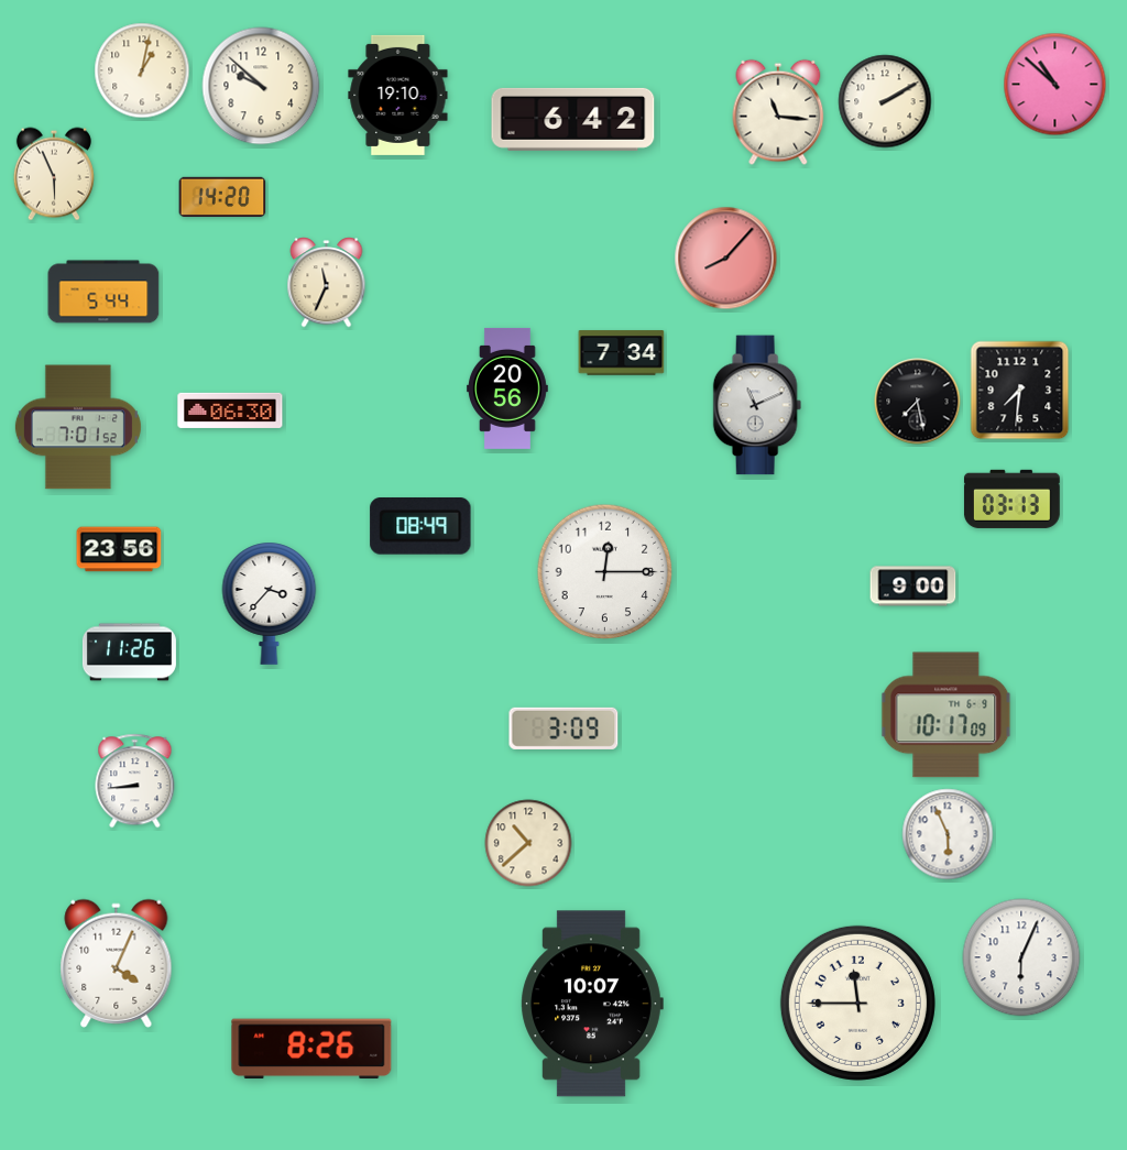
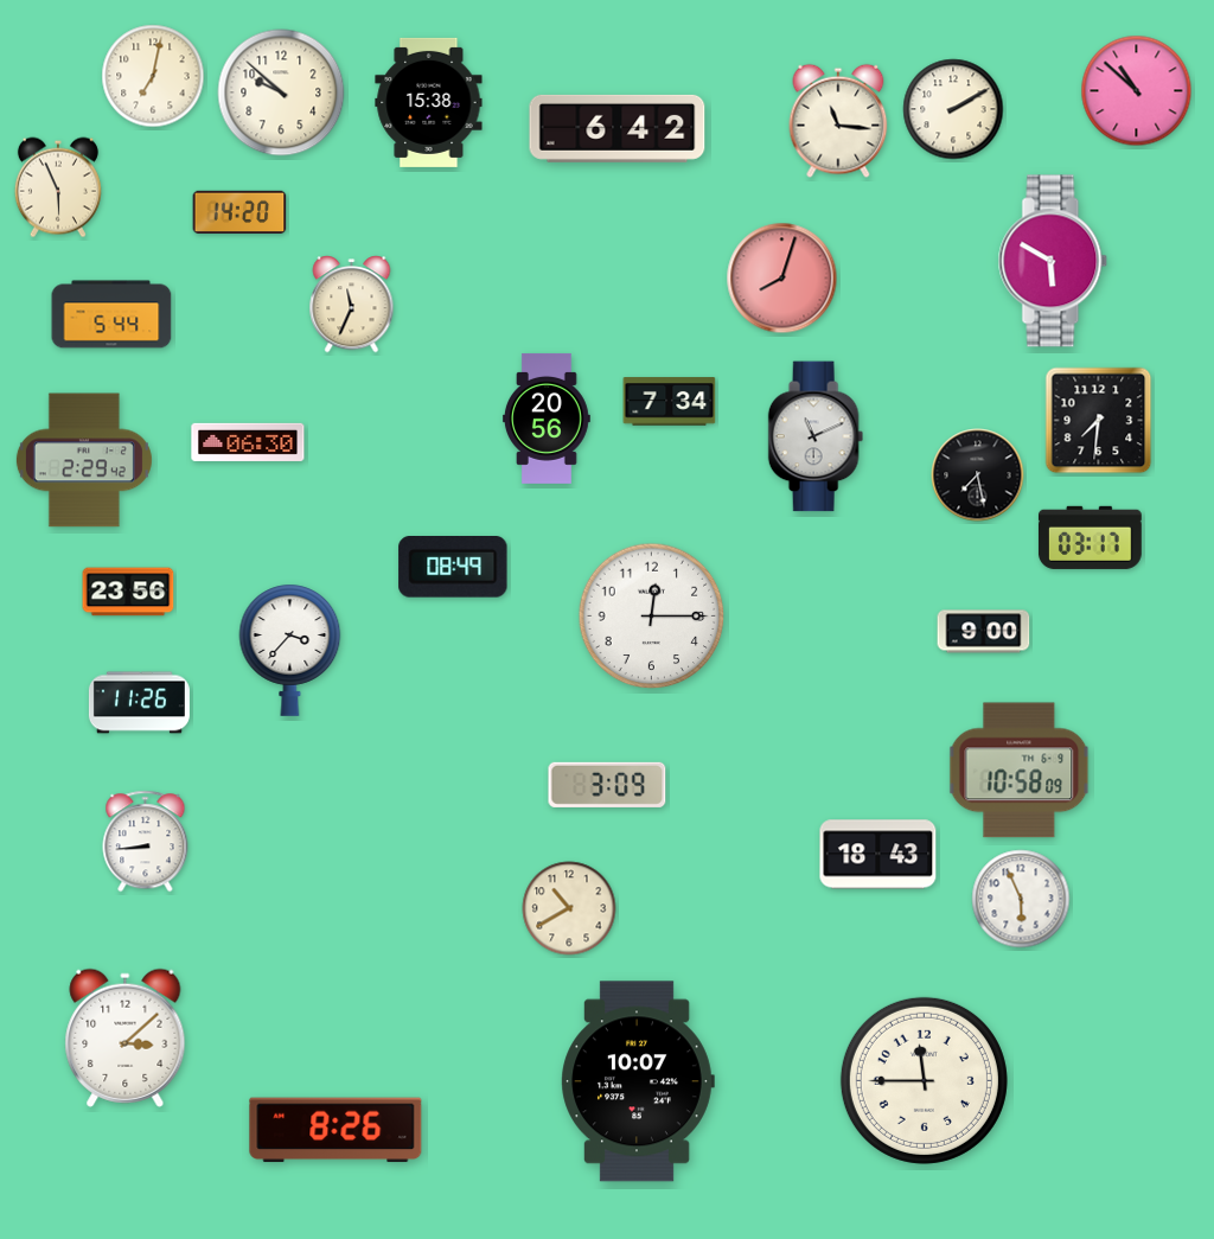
clock at (142, 70): 1:02 -> 7:02
clock at (398, 95): 19:10 -> 15:38
clock at (1053, 261): none -> 5:50
clock at (726, 259): 8:07 -> 8:03
clock at (622, 353) position: (622, 353) -> (670, 402)
clock at (918, 402) position: (918, 402) -> (978, 475)
clock at (78, 427): 7:01 -> 2:29
clock at (1011, 499): 03:13 -> 03:17
clock at (947, 715): 10:17 -> 10:58
clock at (878, 855): none -> 18:43
clock at (528, 843): 10:38 -> 10:40
clock at (1021, 957): 6:04 -> none
clock at (117, 963): 4:04 -> 3:08
